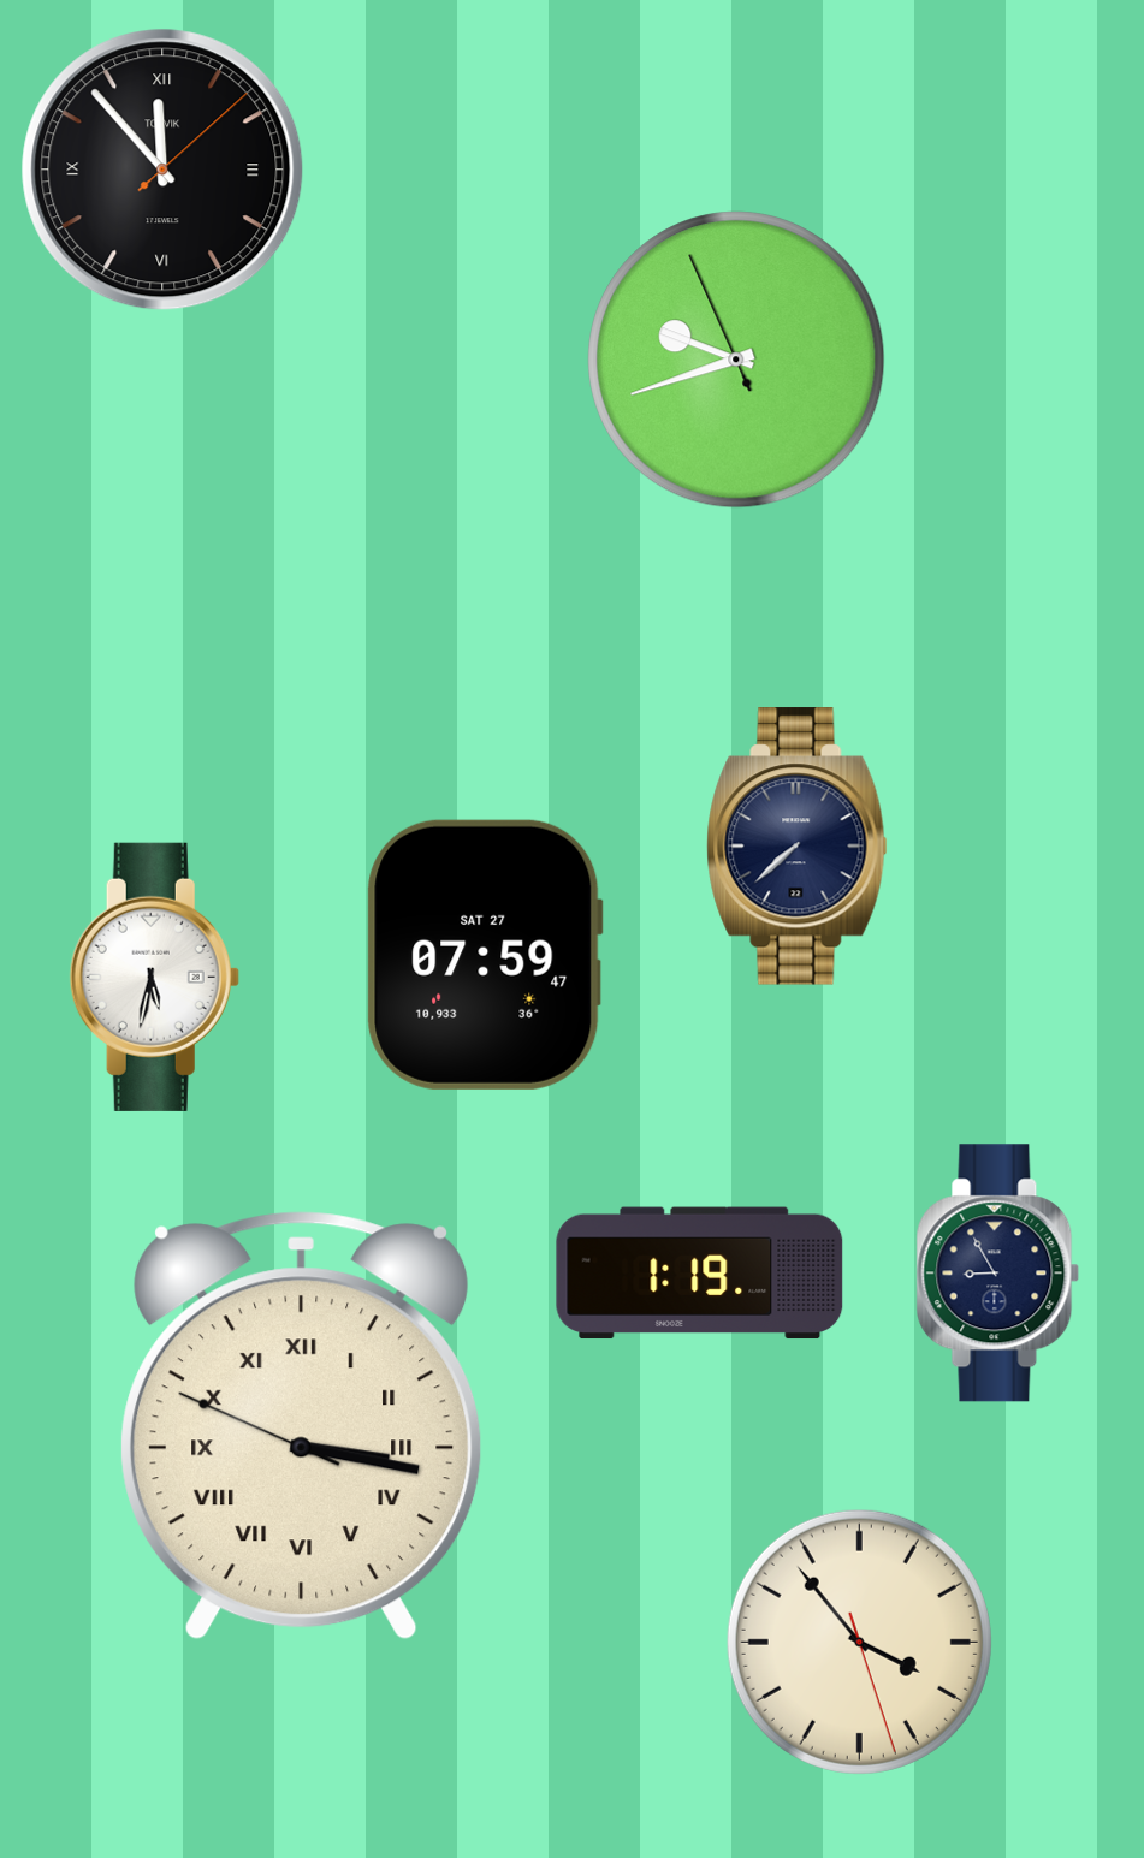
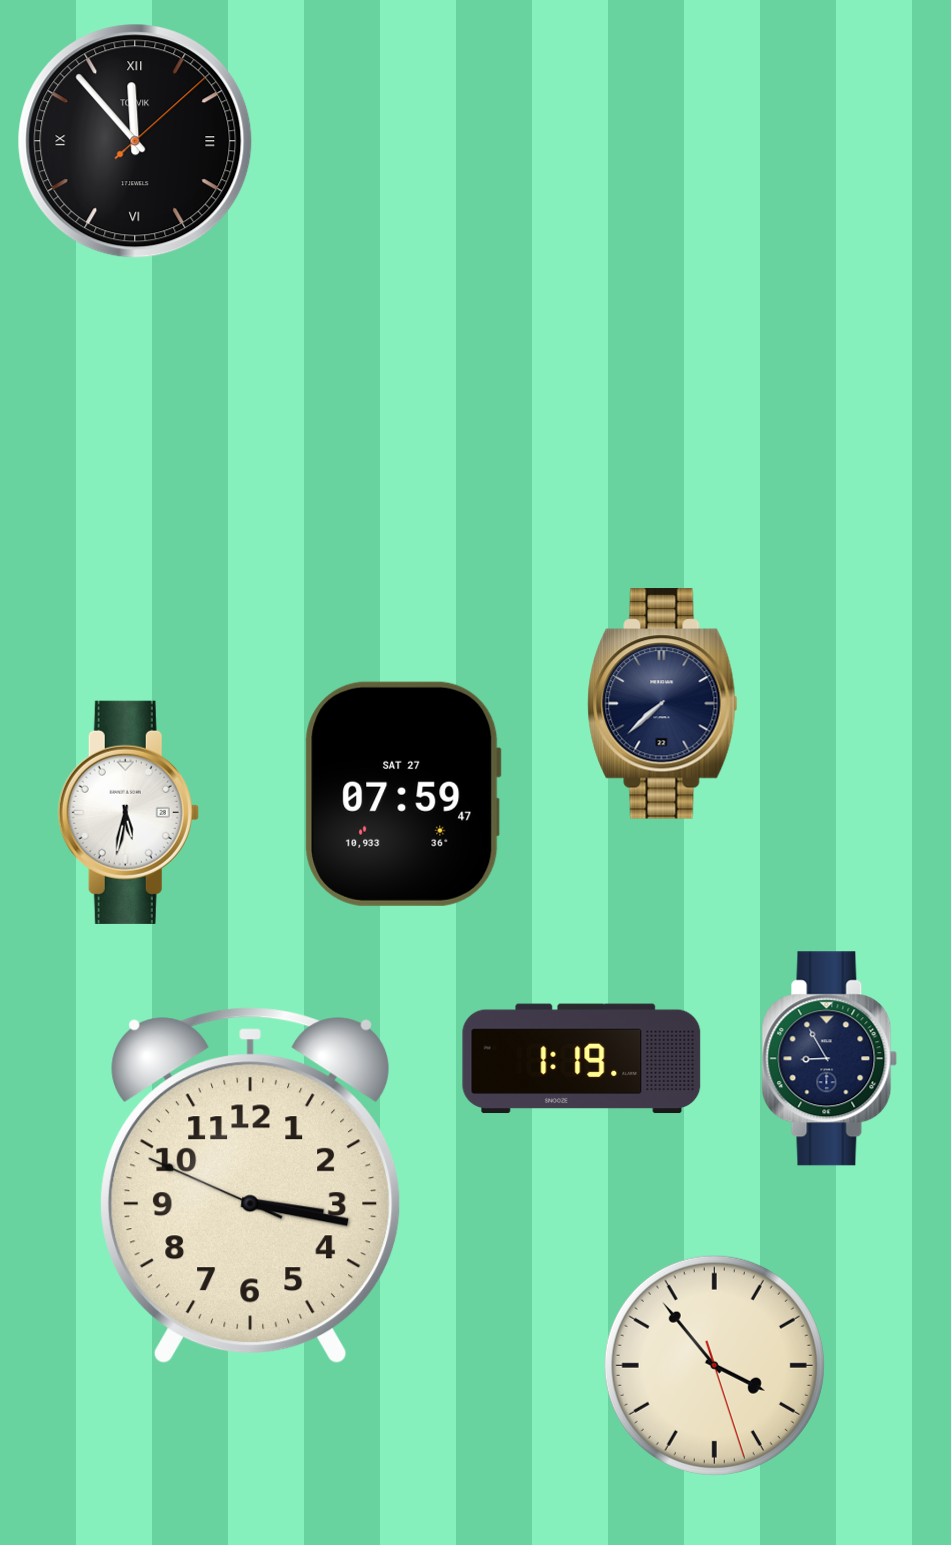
clock at (736, 360): 9:41 -> none
clock at (302, 1426) numerals: Roman -> Arabic
